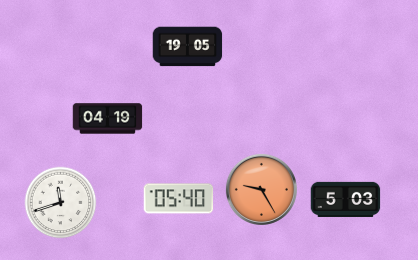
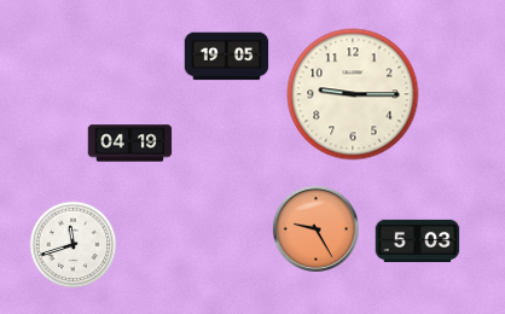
clock at (353, 94): none -> 9:15
clock at (179, 199): 05:40 -> none
